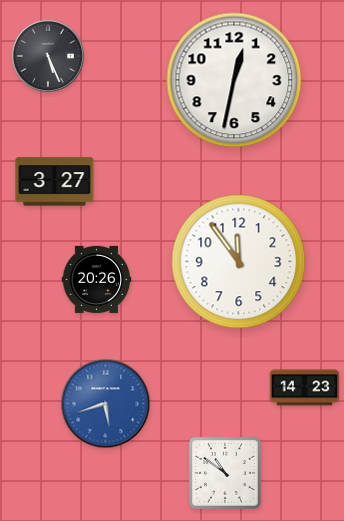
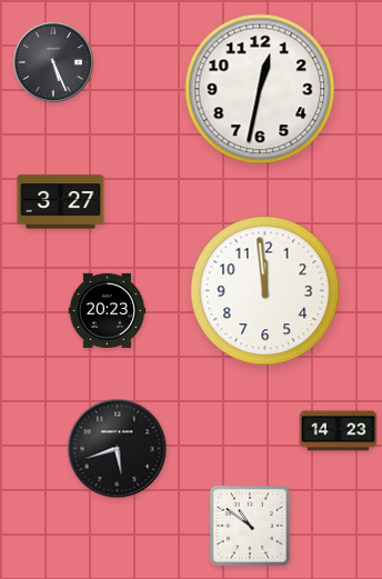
clock at (239, 262): 11:54 -> 11:59
clock at (97, 279): 20:26 -> 20:23
clock at (106, 404) dial: blue -> black
